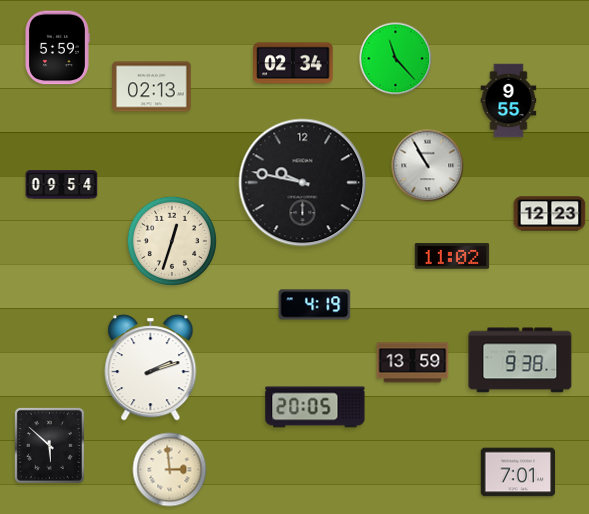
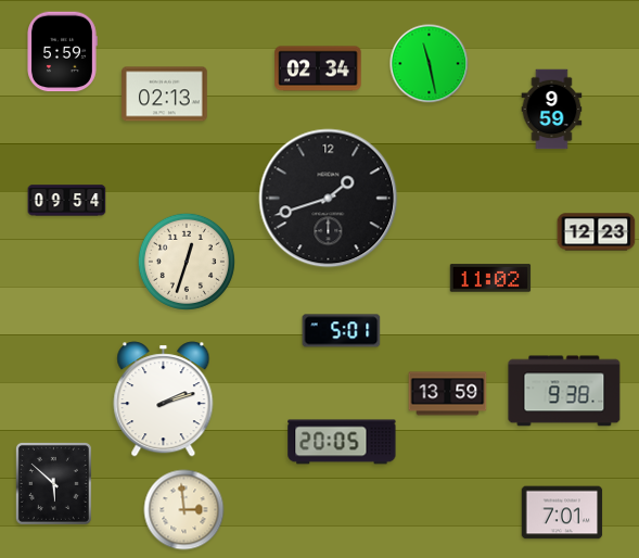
clock at (396, 59): 11:23 -> 11:28
clock at (509, 101): 9:55 -> 9:59
clock at (428, 166): 10:55 -> none
clock at (303, 183): 9:47 -> 1:42
clock at (315, 305): 4:19 -> 5:01
